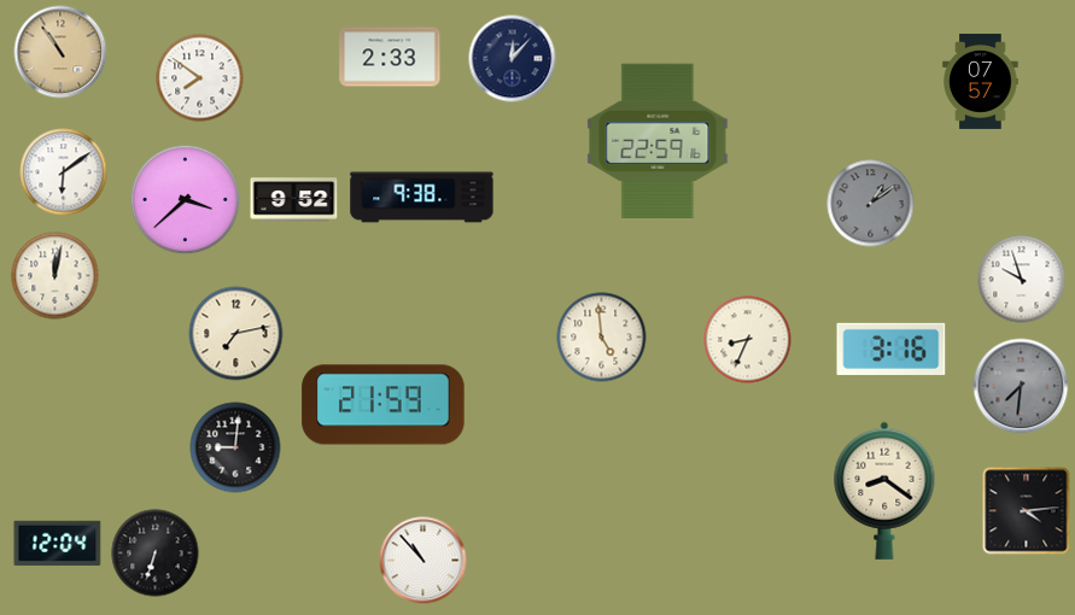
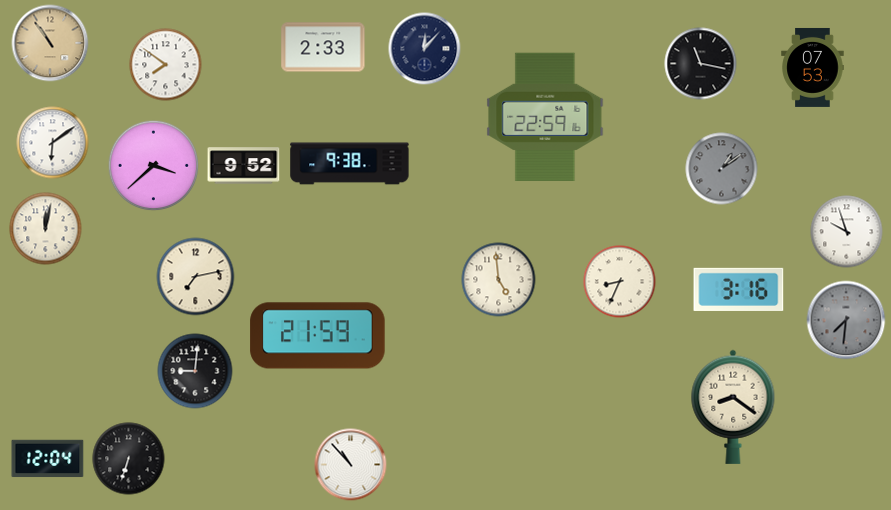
clock at (701, 64): none -> 11:17
clock at (981, 81): 07:57 -> 07:53
clock at (1027, 511): 4:14 -> none
clock at (58, 544) position: (58, 544) -> (48, 459)
